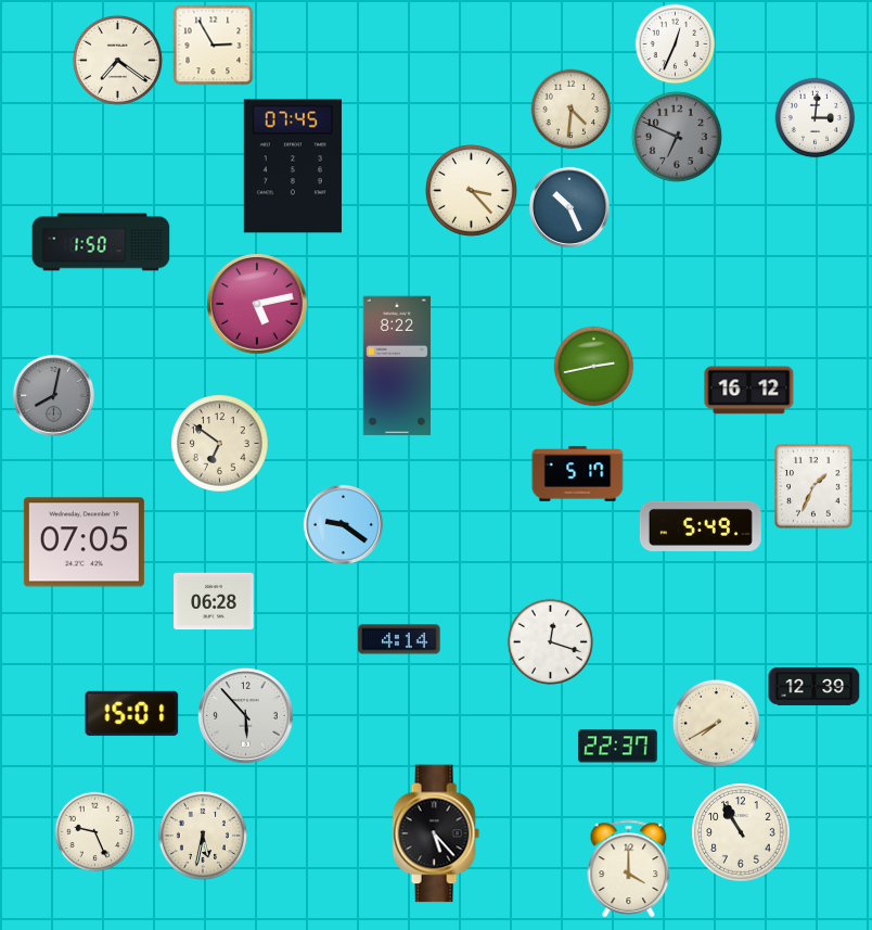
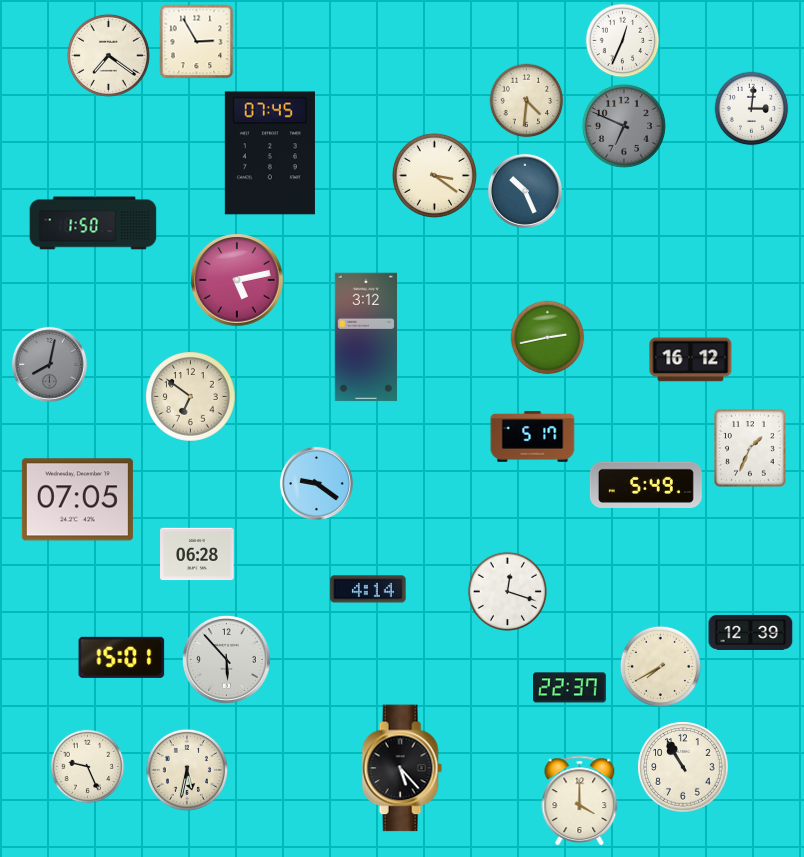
clock at (471, 190): 3:23 -> 3:21
clock at (396, 366): 8:22 -> 3:12
clock at (220, 444) position: (220, 444) -> (191, 397)
